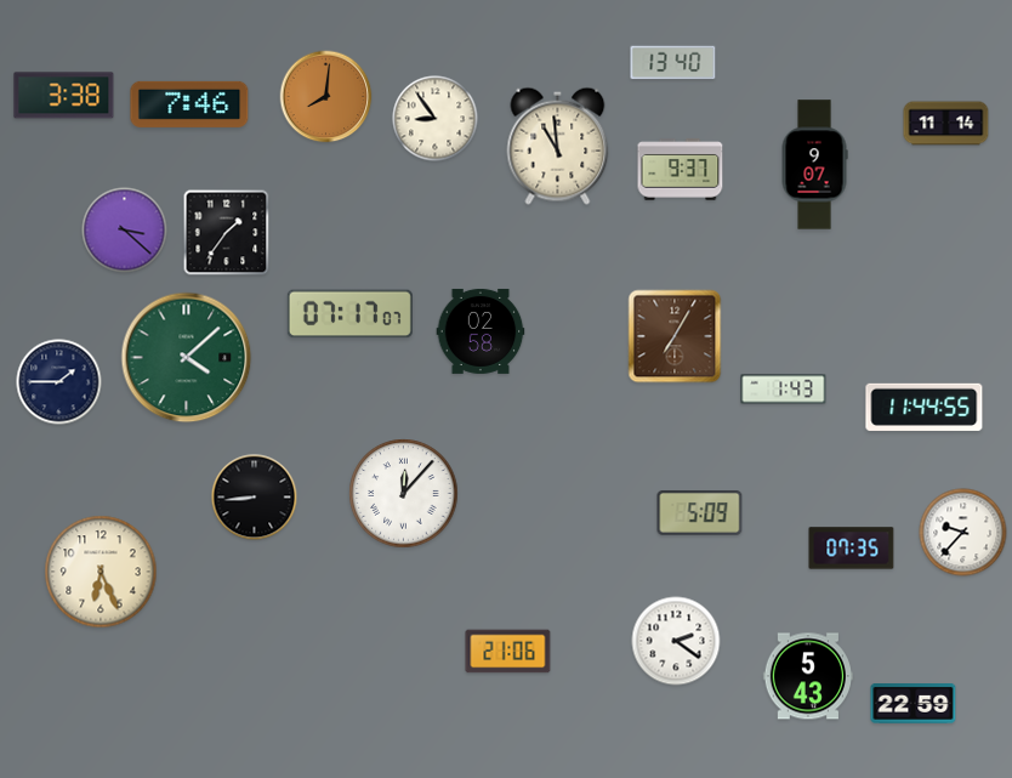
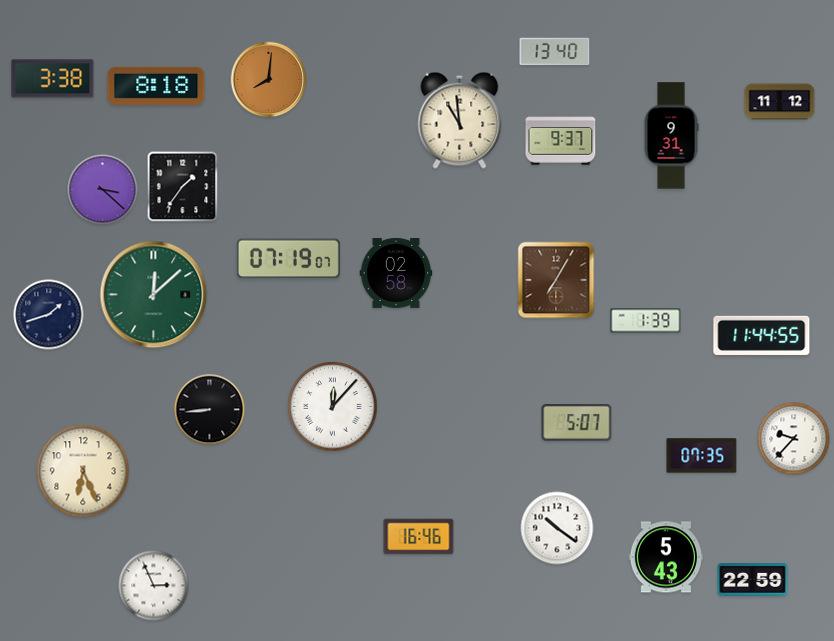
clock at (189, 104): 7:46 -> 8:18
clock at (436, 119): 8:54 -> none
clock at (946, 124): 11:14 -> 11:12
clock at (814, 165): 9:07 -> 9:31
clock at (227, 233) position: (227, 233) -> (183, 187)
clock at (349, 314): 07:17 -> 07:19
clock at (675, 336) position: (675, 336) -> (556, 280)
clock at (187, 358): 4:08 -> 12:08
clock at (59, 382): 1:45 -> 1:42
clock at (784, 390): 1:43 -> 1:39
clock at (700, 513): 5:09 -> 5:07
clock at (852, 549) position: (852, 549) -> (702, 456)
clock at (676, 641): 2:21 -> 10:21
clock at (508, 652): 21:06 -> 16:46
clock at (154, 586): none -> 2:56
